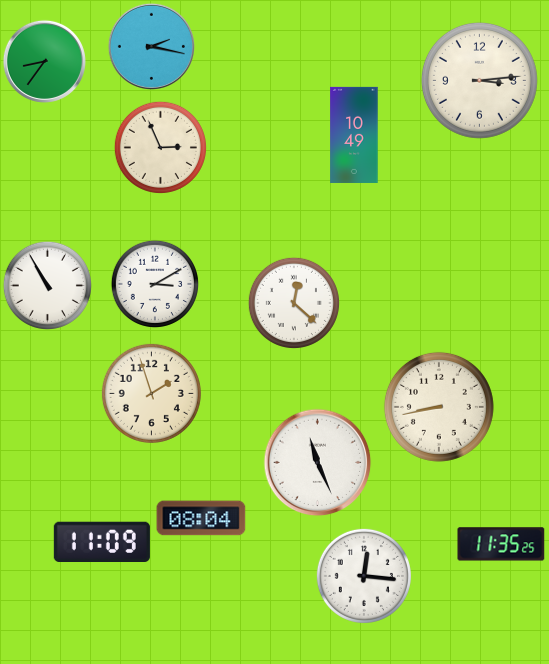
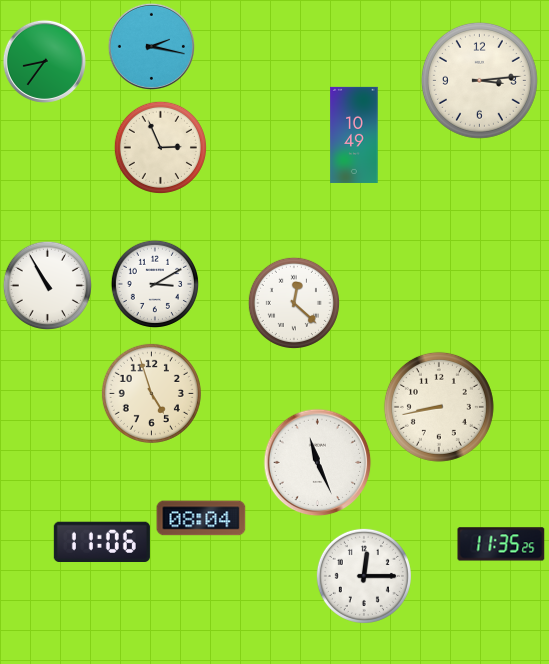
clock at (151, 393): 1:57 -> 4:57
clock at (102, 542): 11:09 -> 11:06
clock at (364, 576): 12:16 -> 12:15
